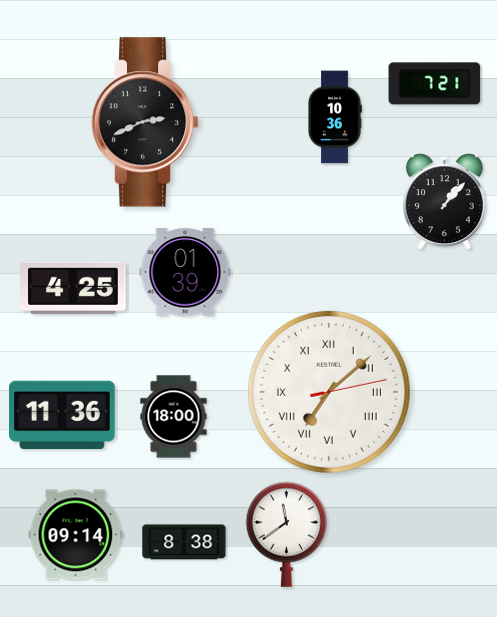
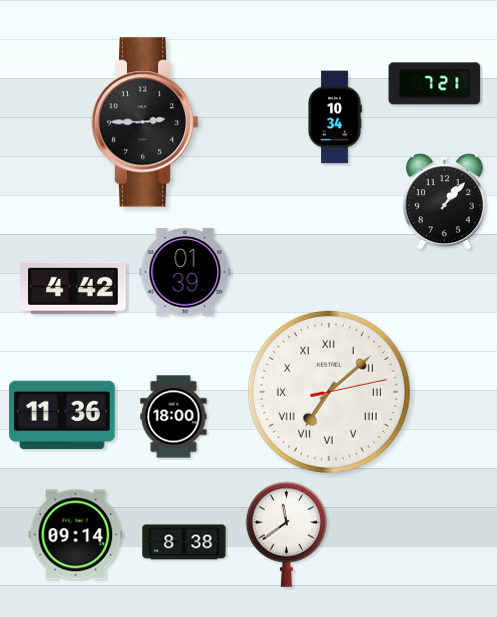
clock at (335, 117): 10:36 -> 10:34
clock at (145, 122): 2:41 -> 2:45
clock at (74, 288): 4:25 -> 4:42
